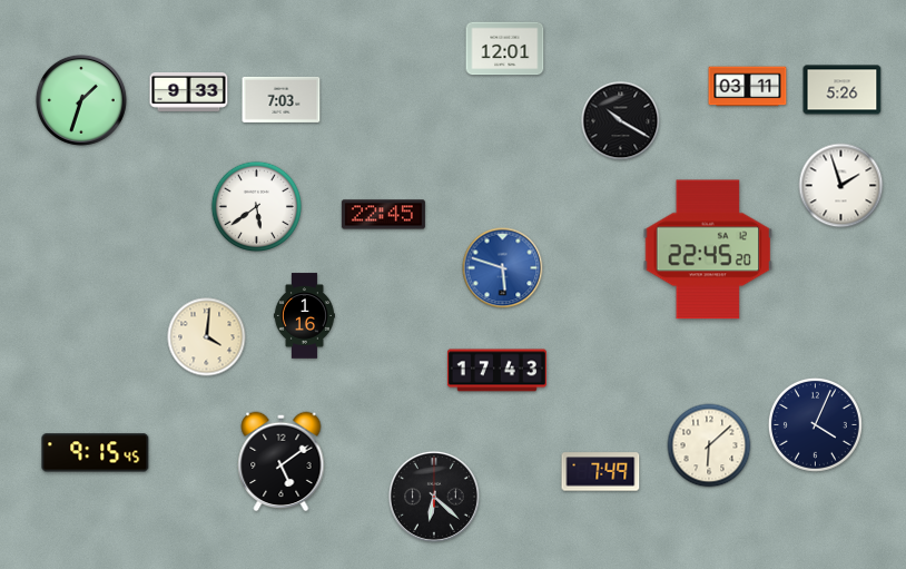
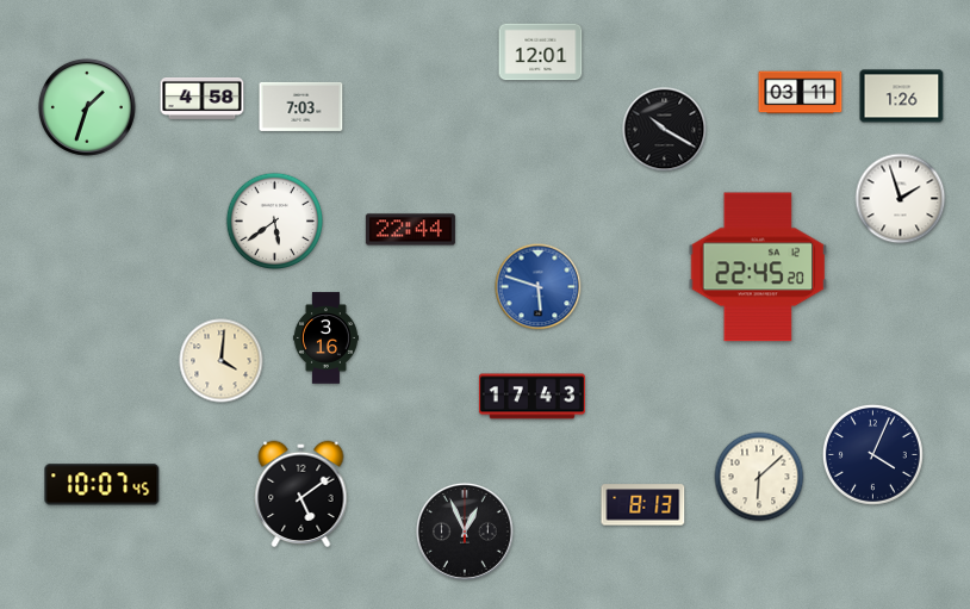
clock at (843, 90): 5:26 -> 1:26
clock at (189, 91): 9:33 -> 4:58
clock at (383, 215): 22:45 -> 22:44
clock at (304, 316): 1:16 -> 3:16
clock at (96, 453): 9:15 -> 10:07
clock at (601, 472): 7:49 -> 8:13
clock at (434, 497): 6:22 -> 12:56
